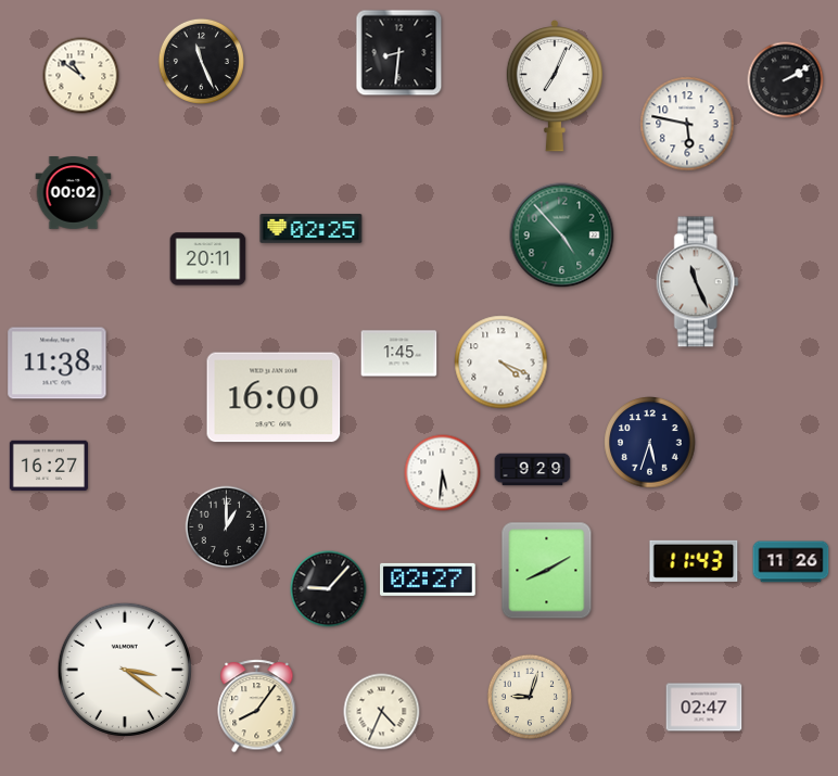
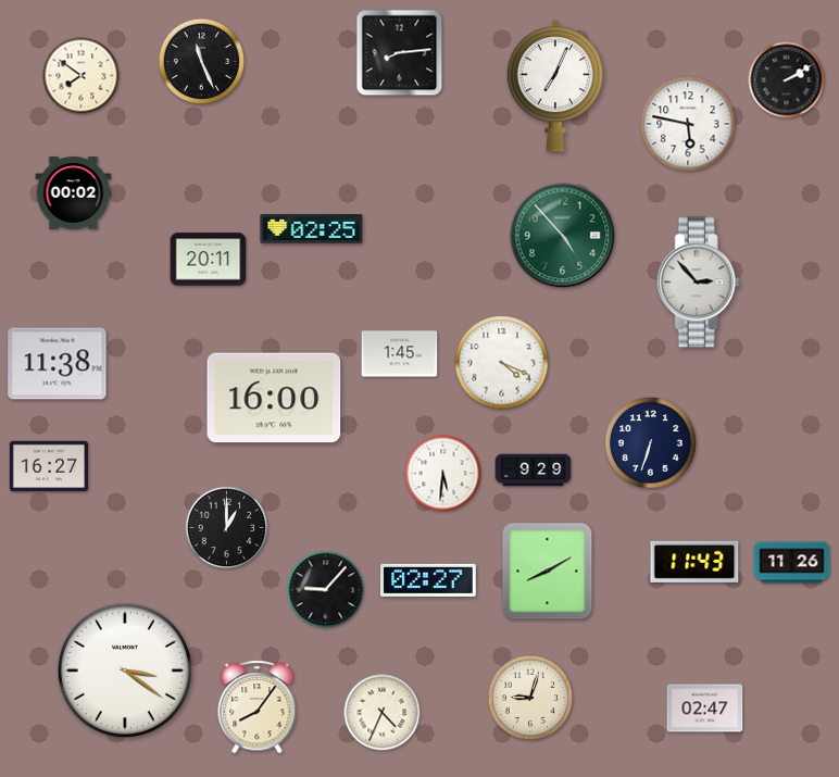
clock at (399, 53): 8:31 -> 8:14
clock at (81, 76): 10:51 -> 7:51
clock at (697, 282): 11:26 -> 2:53
clock at (650, 443): 5:33 -> 6:33
clock at (329, 589) position: (329, 589) -> (326, 590)
